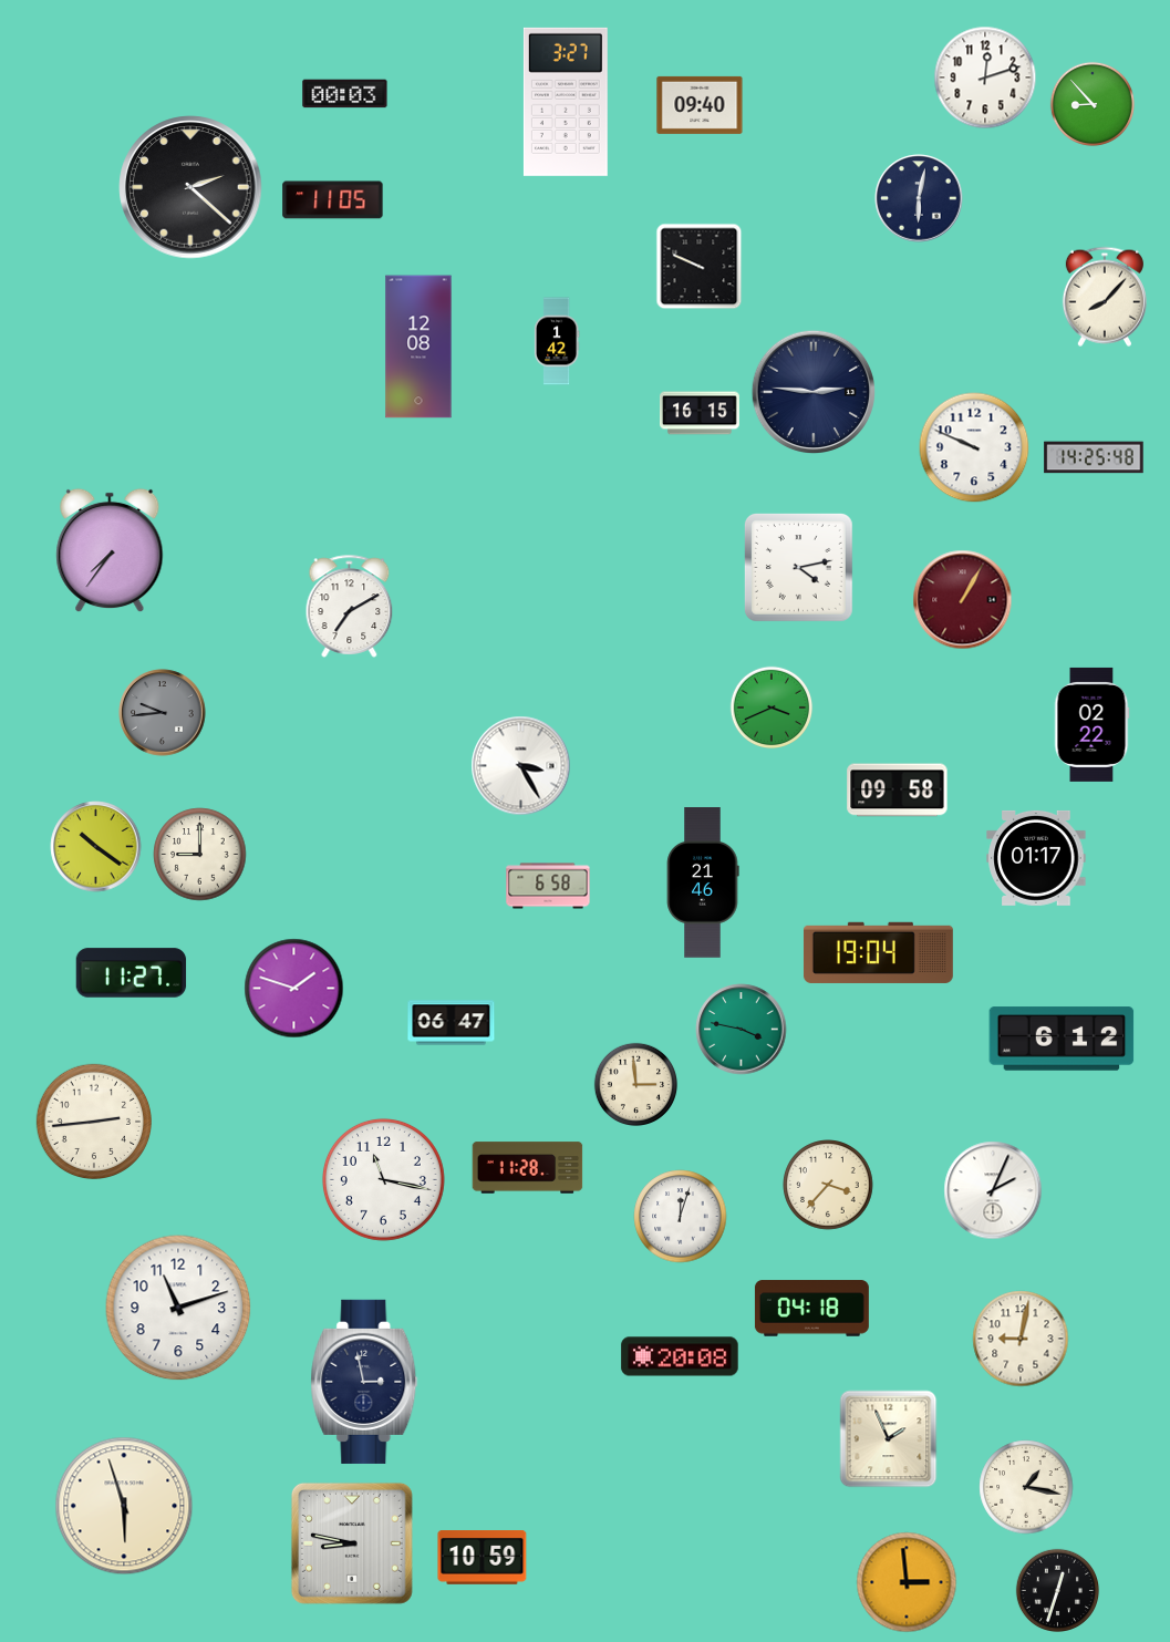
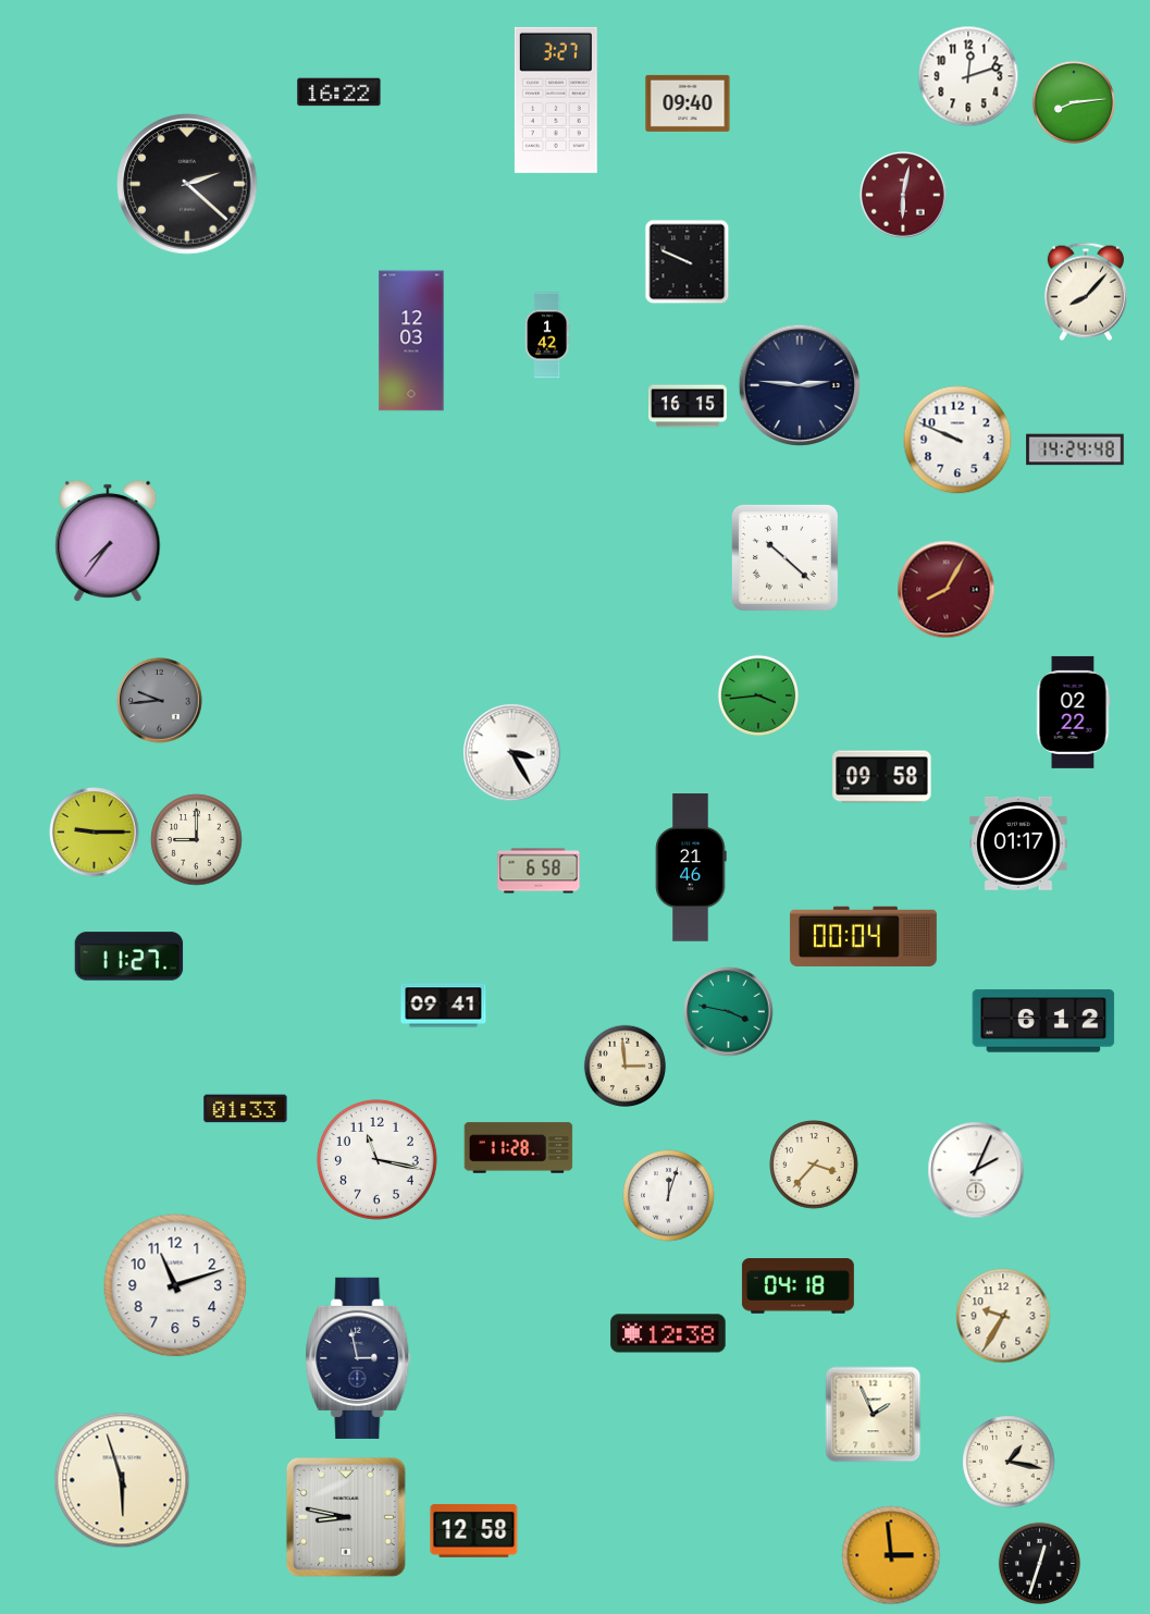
clock at (345, 94): 00:03 -> 16:22
clock at (1093, 104): 8:53 -> 8:14
clock at (919, 198) dial: navy -> burgundy
clock at (333, 200): 11:05 -> none
clock at (418, 347): 12:08 -> 12:03
clock at (1094, 457): 14:25 -> 14:24
clock at (798, 567): 4:13 -> 10:22
clock at (963, 600): 1:05 -> 8:05
clock at (350, 606): 7:10 -> none
clock at (772, 708): 3:41 -> 3:44
clock at (96, 847): 10:21 -> 9:15
clock at (878, 952): 19:04 -> 00:04
clock at (294, 989): 1:48 -> none
clock at (452, 1023): 06:47 -> 09:41
clock at (93, 1121): 2:44 -> none
clock at (246, 1109): none -> 01:33
clock at (1021, 1339): 9:02 -> 9:35
clock at (680, 1356): 20:08 -> 12:38
clock at (483, 1558): 10:59 -> 12:58
